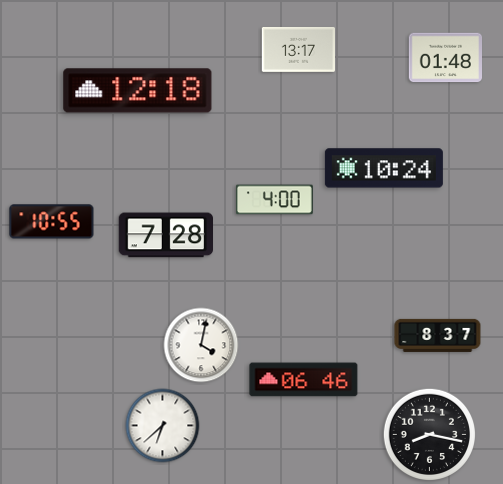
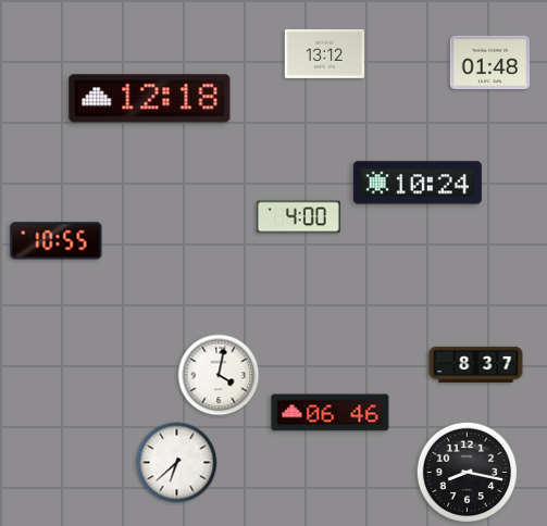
clock at (298, 49): 13:17 -> 13:12
clock at (445, 58) position: (445, 58) -> (489, 63)
clock at (165, 235): 7:28 -> none
